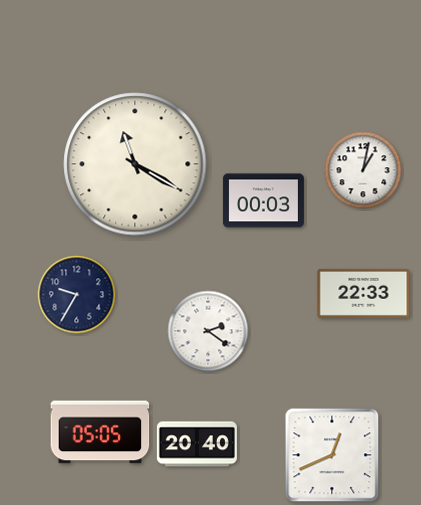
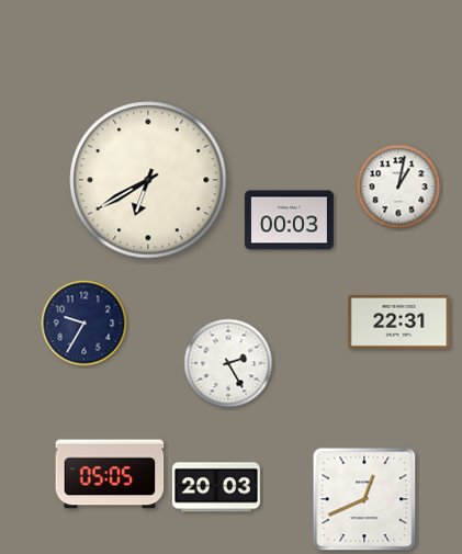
clock at (135, 164): 11:20 -> 6:40
clock at (364, 293): 22:33 -> 22:31
clock at (208, 331): 2:21 -> 2:25
clock at (197, 444): 20:40 -> 20:03
